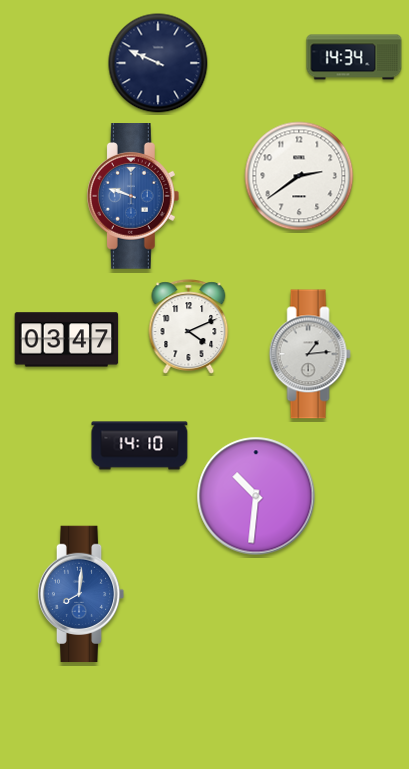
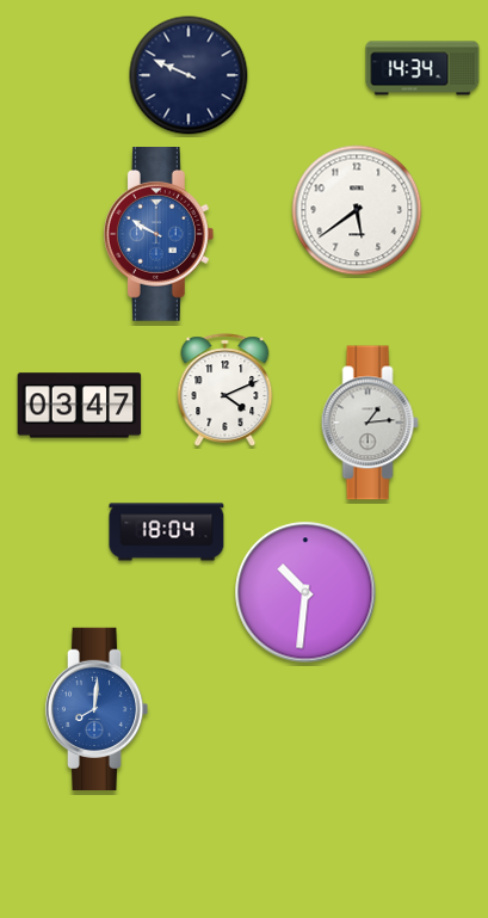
clock at (299, 176): 2:39 -> 5:39
clock at (133, 197): 9:48 -> 9:50
clock at (140, 446): 14:10 -> 18:04
